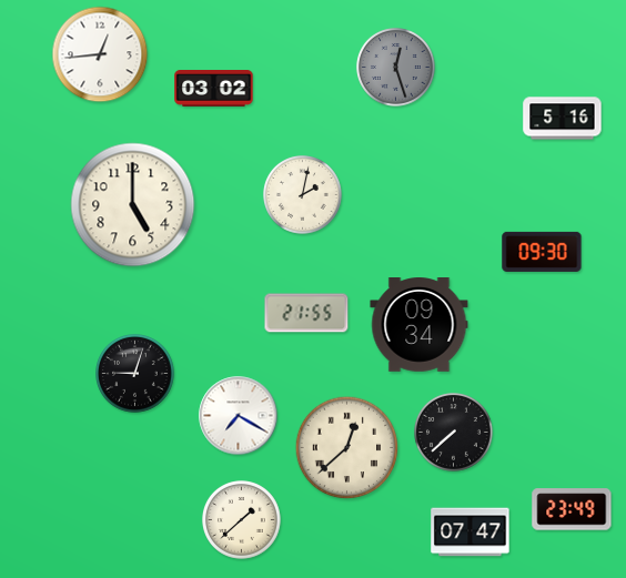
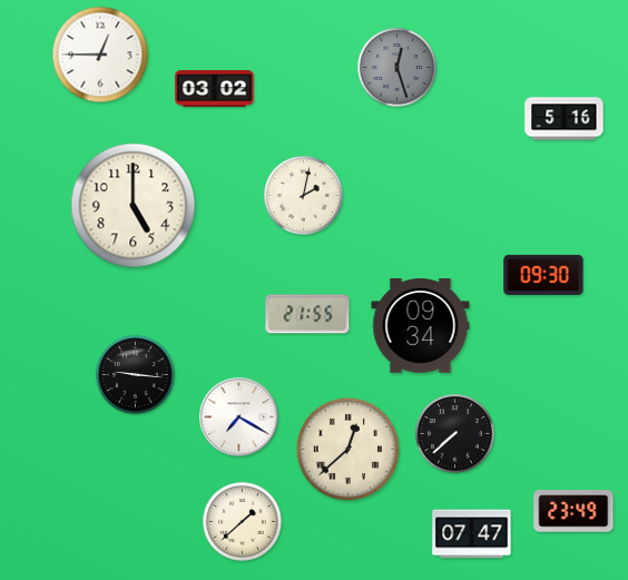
clock at (100, 54): 12:44 -> 12:45
clock at (542, 252) position: (542, 252) -> (543, 275)
clock at (135, 374): 9:03 -> 9:16
